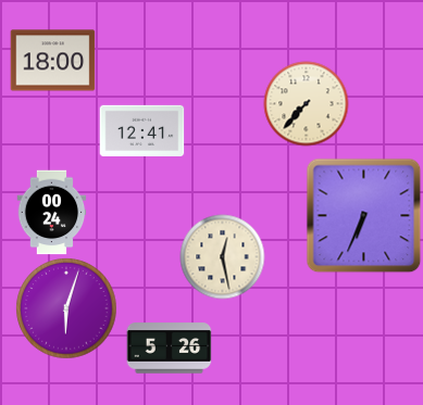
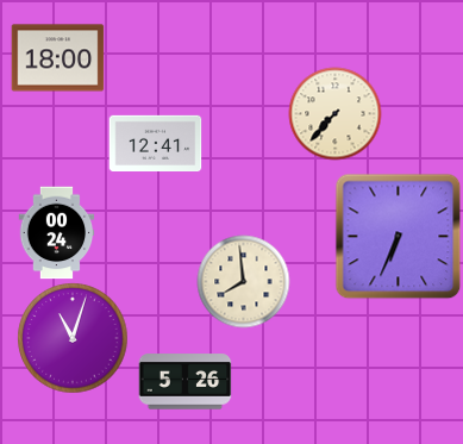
clock at (52, 61) position: (52, 61) -> (57, 58)
clock at (222, 256): 12:28 -> 7:59
clock at (66, 308): 6:03 -> 11:03
